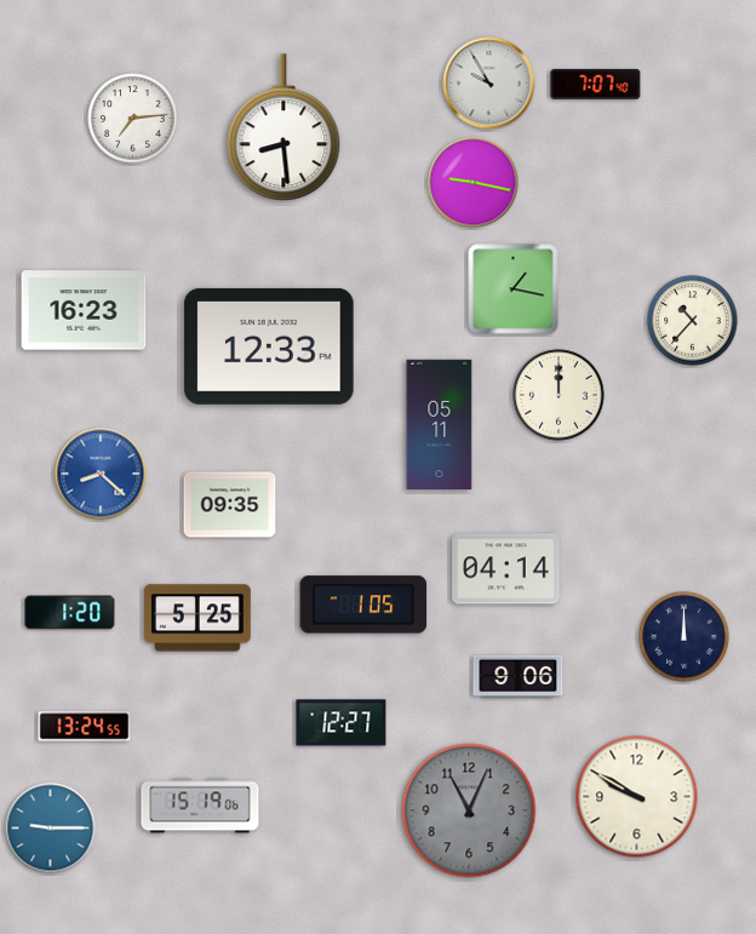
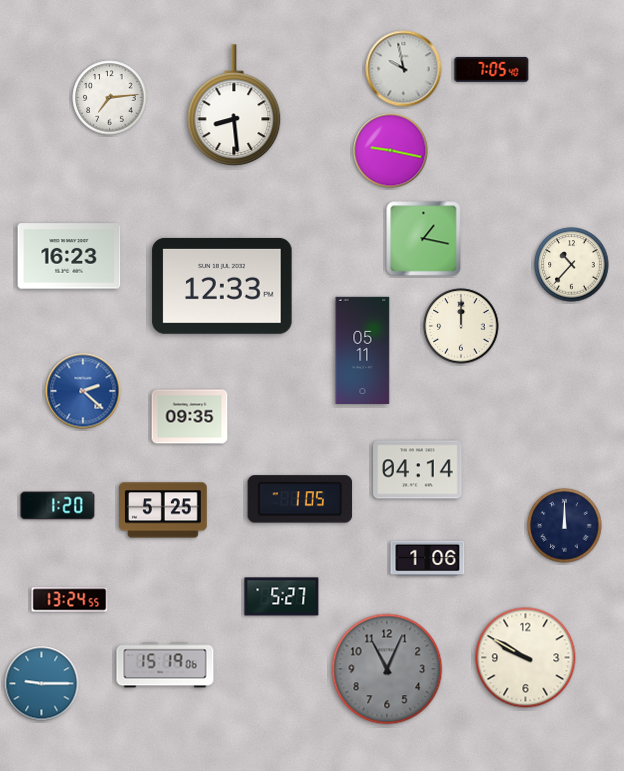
clock at (489, 84): 9:55 -> 9:58
clock at (596, 84): 7:07 -> 7:05
clock at (101, 474): 8:22 -> 2:22
clock at (519, 677): 9:06 -> 1:06
clock at (342, 723): 12:27 -> 5:27
